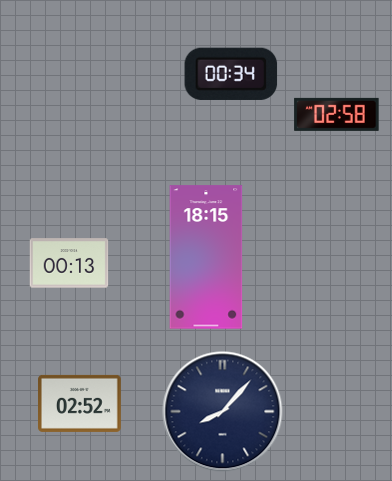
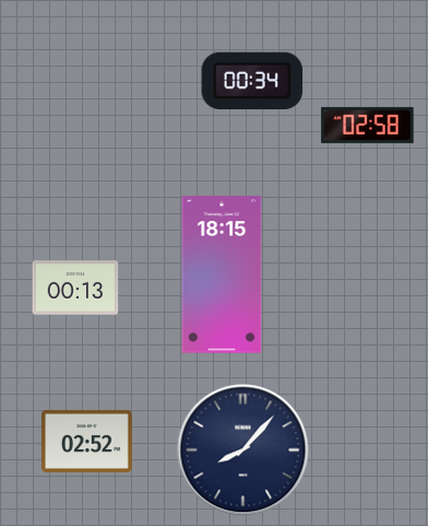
clock at (206, 257) position: (206, 257) -> (222, 274)
